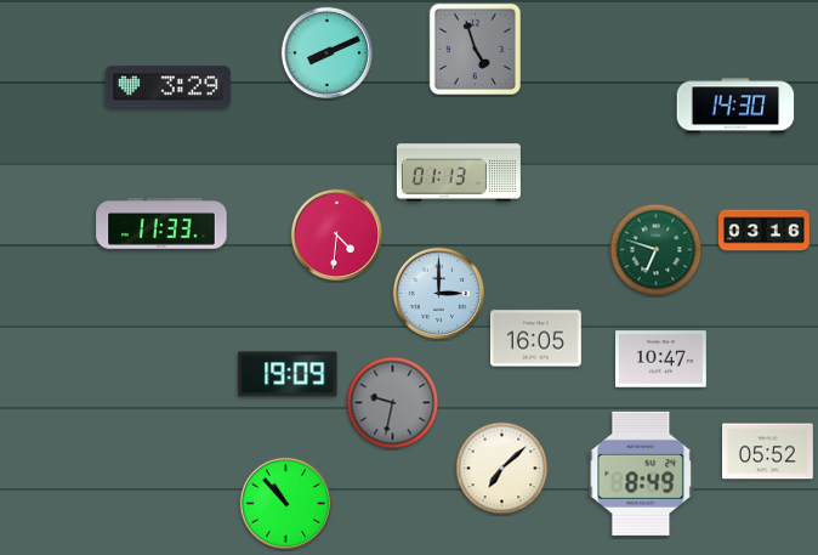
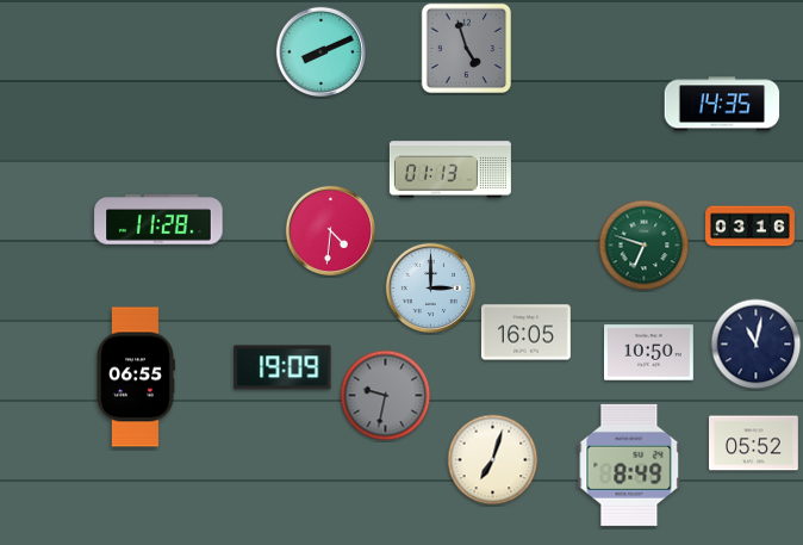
clock at (167, 87): 3:29 -> none
clock at (735, 106): 14:30 -> 14:35
clock at (161, 223): 11:33 -> 11:28
clock at (757, 345): none -> 11:02
clock at (661, 359): 10:47 -> 10:50
clock at (135, 377): none -> 06:55
clock at (502, 469): 7:08 -> 7:03
clock at (285, 503): 10:53 -> none
